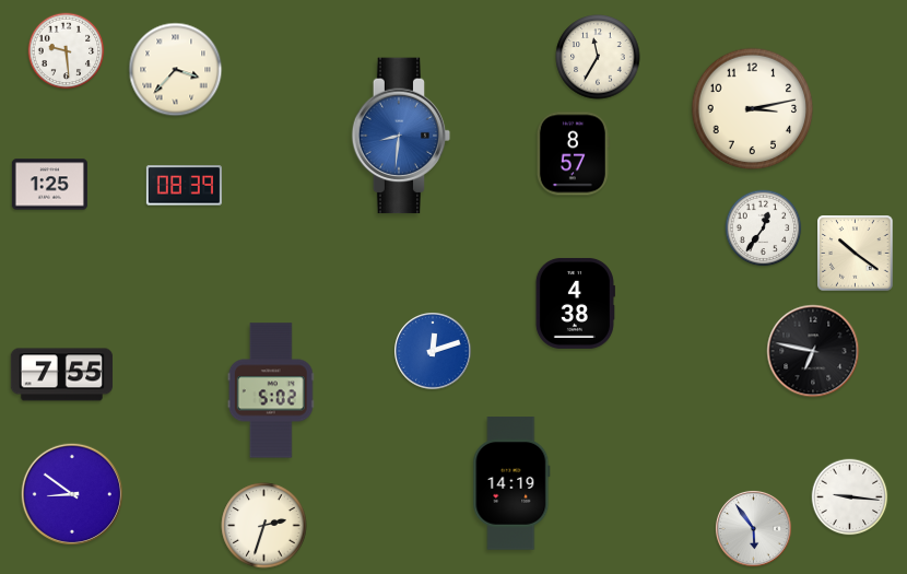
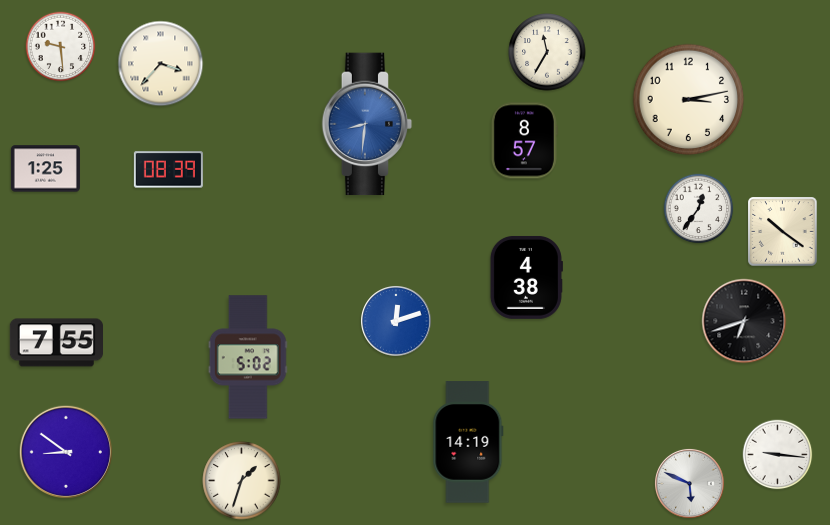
clock at (813, 351): 6:47 -> 6:42
clock at (264, 526): 2:33 -> 1:33
clock at (753, 528): 5:54 -> 5:49
